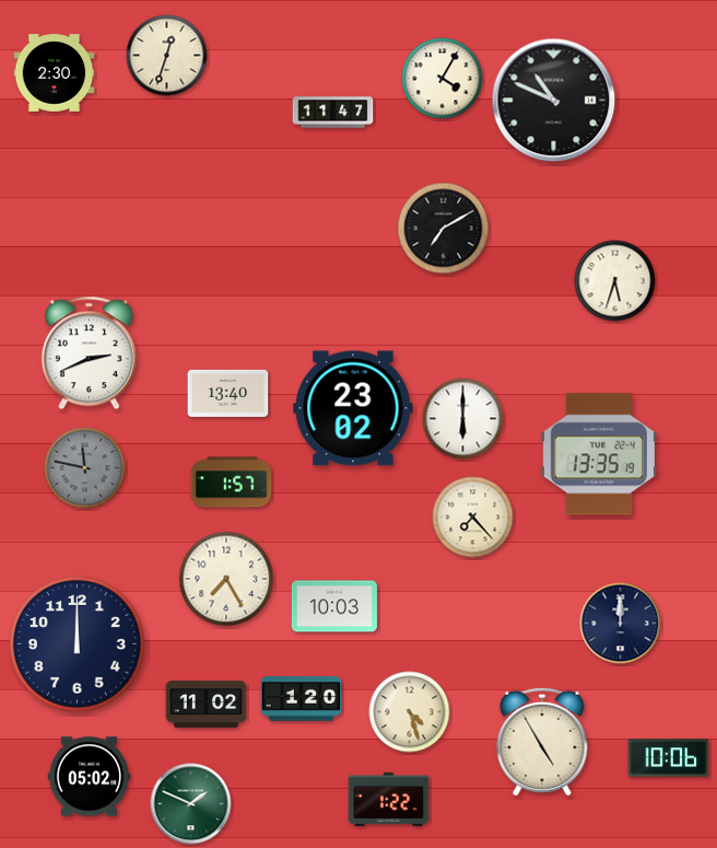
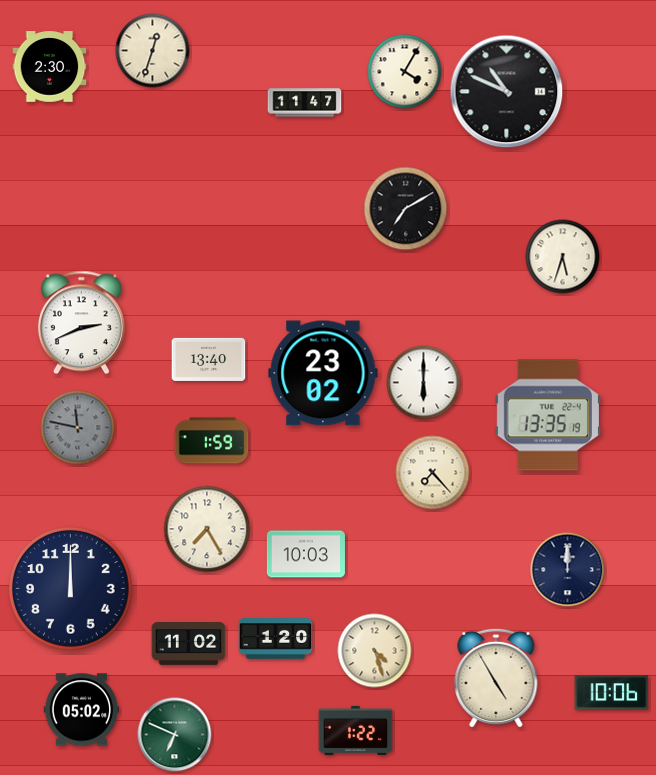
clock at (232, 483): 1:57 -> 1:59
clock at (191, 804): 1:49 -> 6:49
